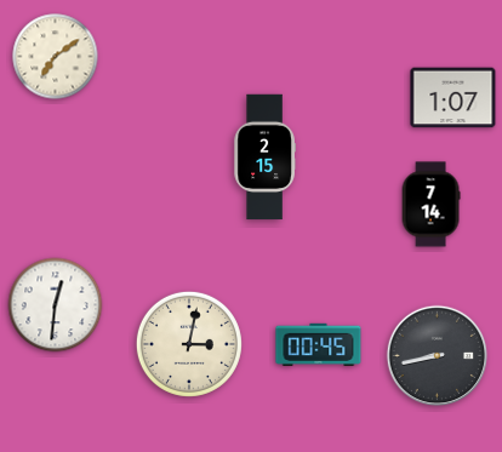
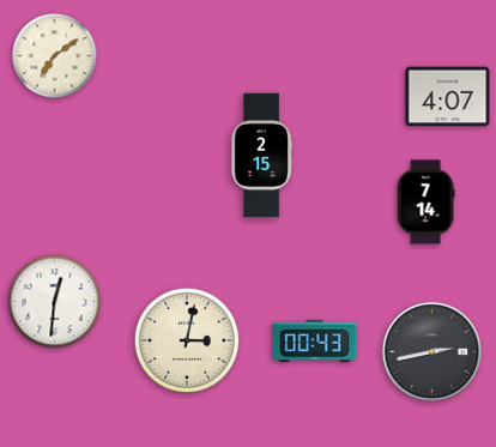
clock at (453, 98): 1:07 -> 4:07
clock at (319, 344): 00:45 -> 00:43
clock at (438, 356): 8:43 -> 2:43
